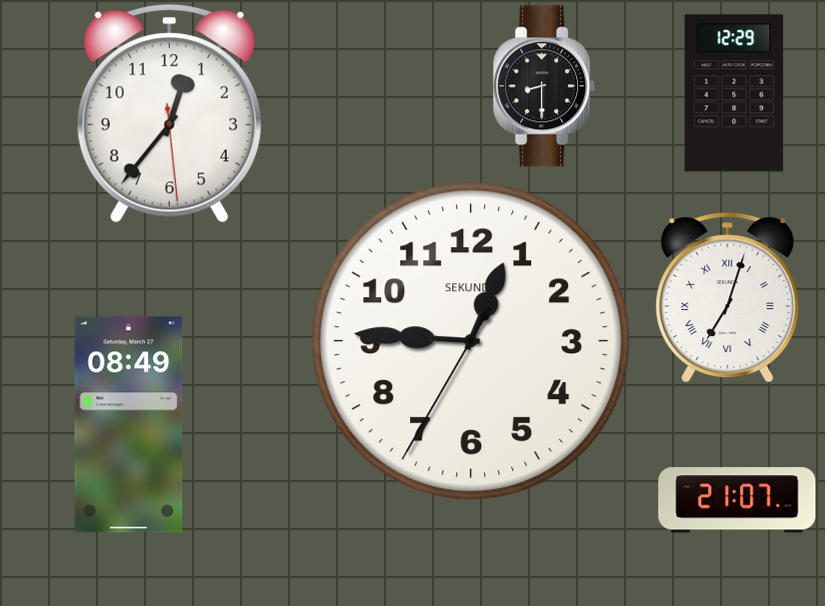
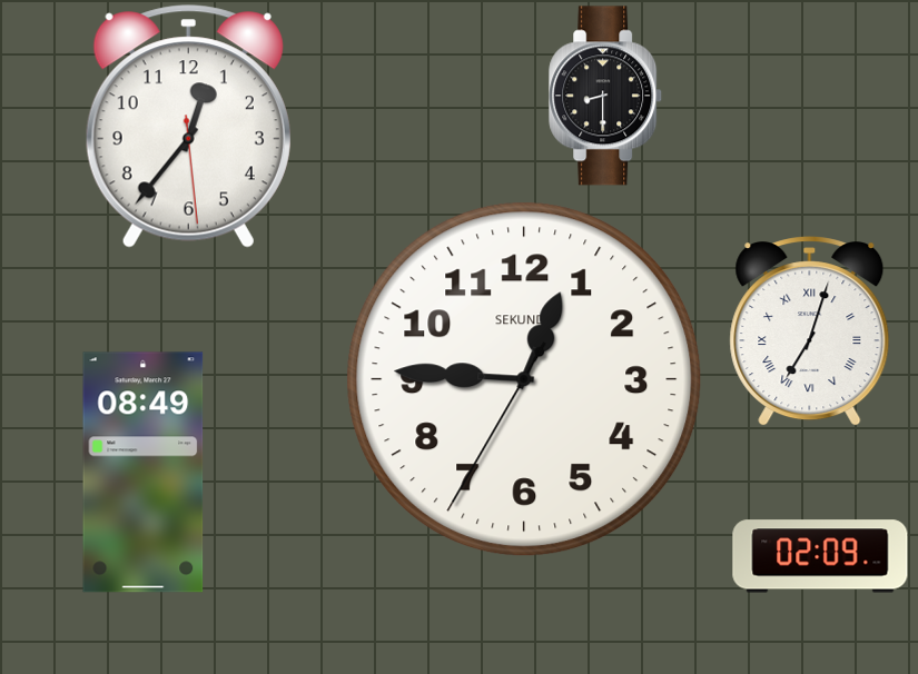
clock at (734, 93): 12:29 -> none
clock at (737, 500): 21:07 -> 02:09
